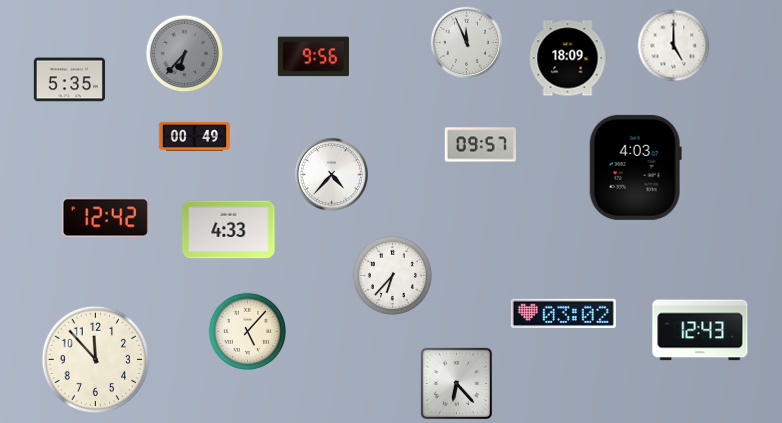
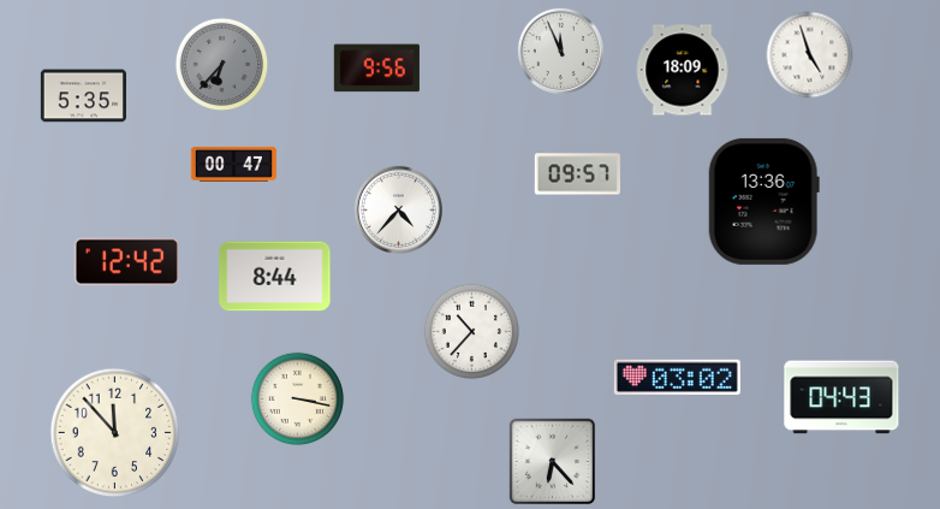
clock at (674, 46): 5:00 -> 4:57
clock at (194, 136): 00:49 -> 00:47
clock at (635, 167): 4:03 -> 13:36
clock at (229, 230): 4:33 -> 8:44
clock at (392, 275): 6:37 -> 10:37
clock at (700, 330): 12:43 -> 04:43
clock at (248, 332): 5:07 -> 3:17
clock at (457, 384) position: (457, 384) -> (553, 462)
